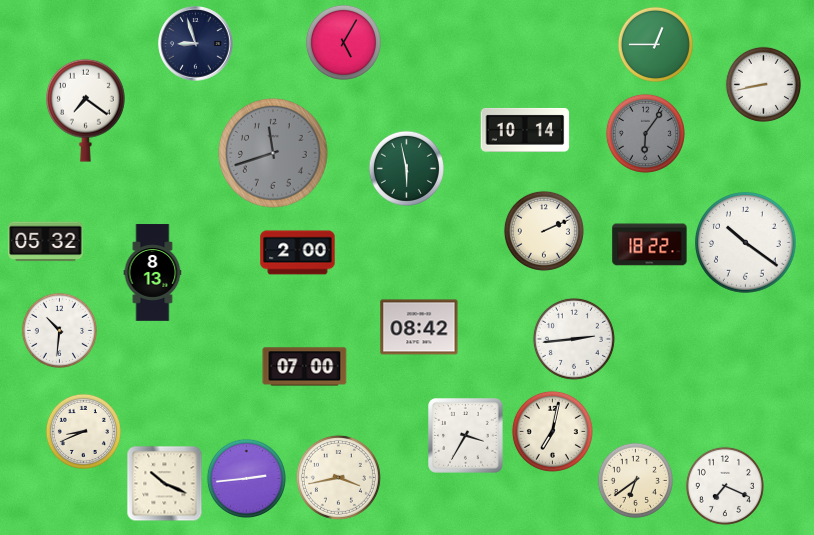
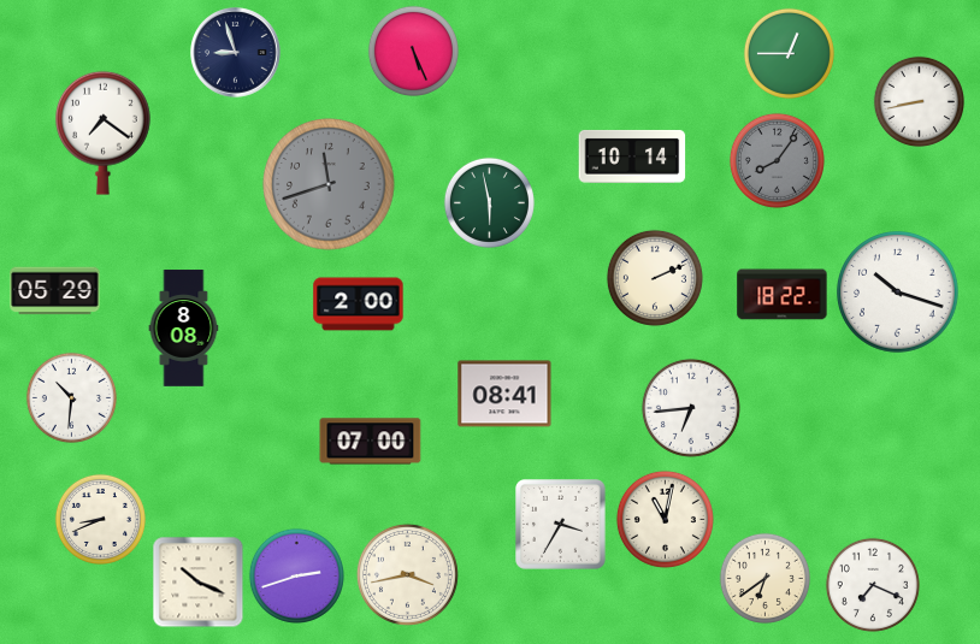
clock at (343, 42): 5:05 -> 5:26
clock at (645, 133): 6:06 -> 8:06
clock at (46, 242): 05:32 -> 05:29
clock at (746, 243): 10:21 -> 10:18
clock at (153, 273): 8:13 -> 8:08
clock at (419, 327): 08:42 -> 08:41
clock at (574, 339): 2:44 -> 6:44
clock at (305, 367) position: (305, 367) -> (371, 442)
clock at (552, 431): 7:02 -> 11:02
clock at (246, 478): 2:44 -> 2:42
